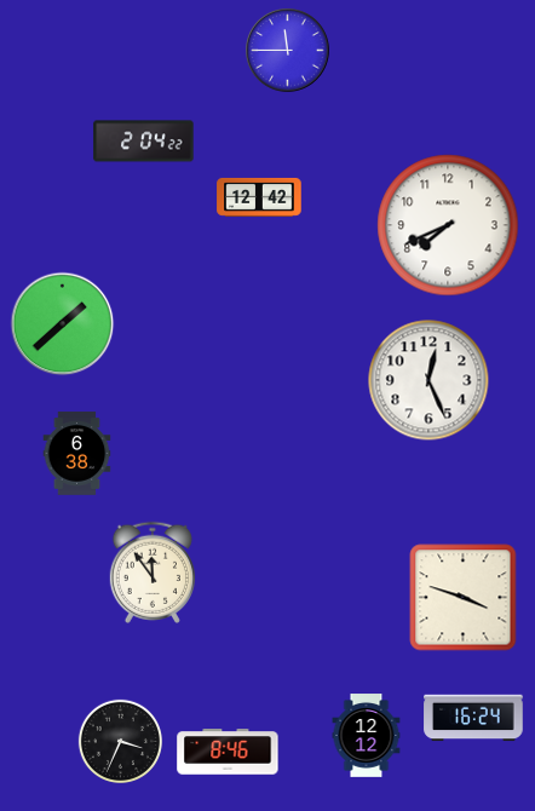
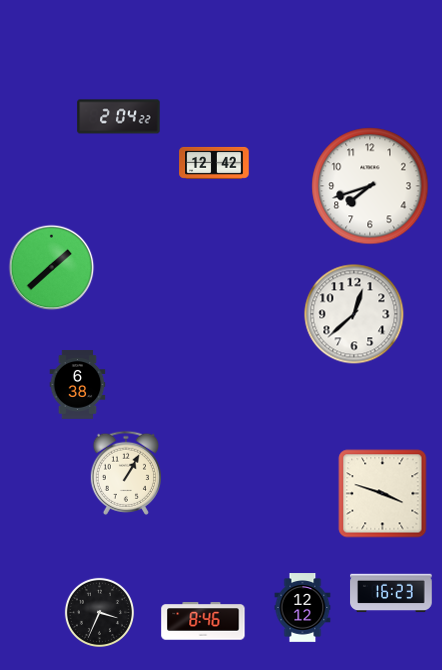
clock at (288, 51): 11:45 -> none
clock at (448, 225): 7:41 -> 7:42
clock at (428, 380): 12:26 -> 12:38
clock at (77, 454) position: (77, 454) -> (78, 385)
clock at (151, 573): 11:54 -> 1:05
clock at (473, 718): 16:24 -> 16:23
clock at (228, 752) position: (228, 752) -> (203, 621)
